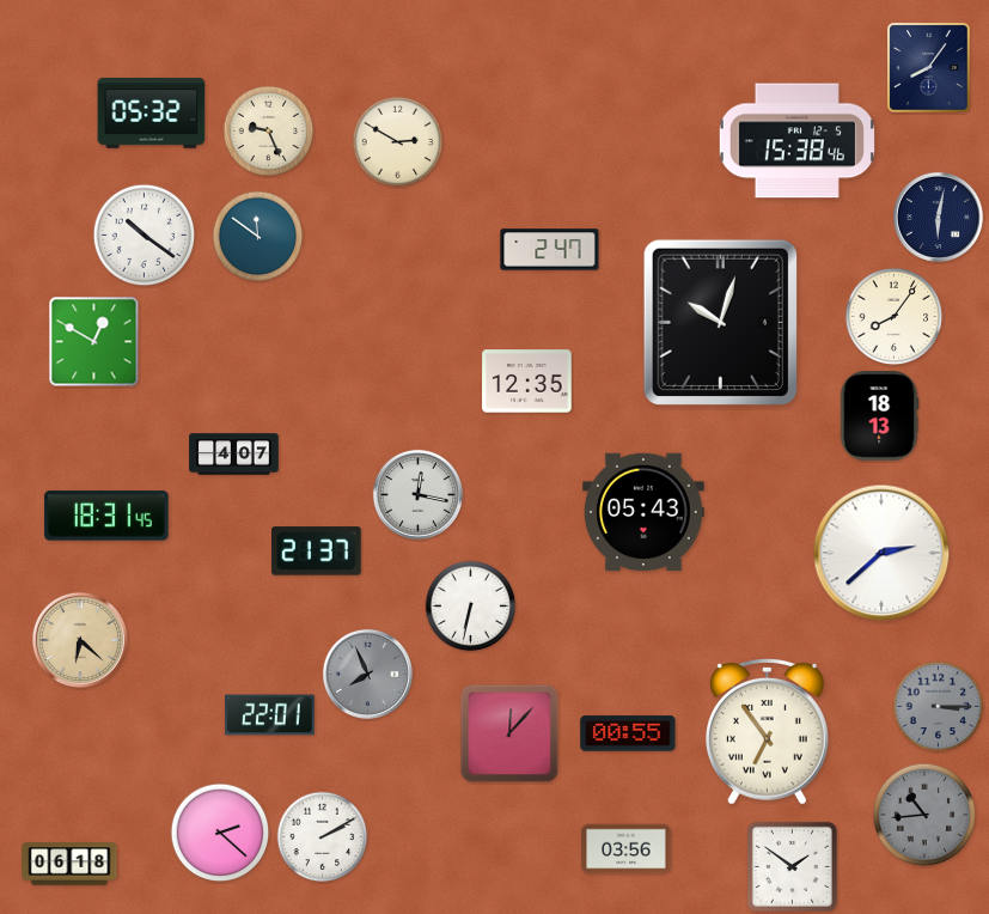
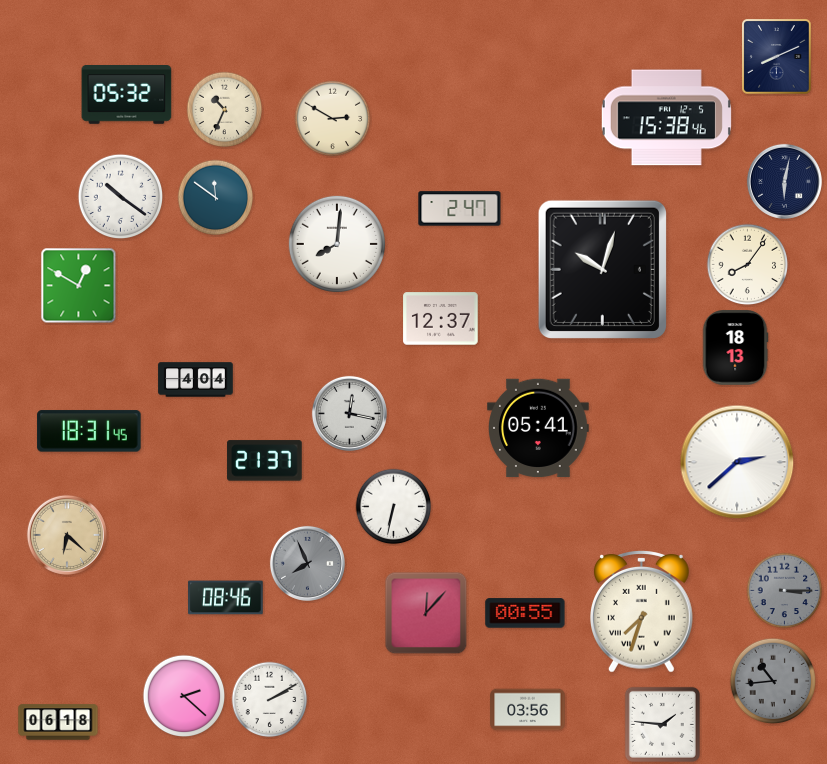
clock at (929, 68): 8:06 -> 8:11
clock at (269, 132): 9:26 -> 10:34
clock at (337, 244): none -> 8:01
clock at (527, 382): 12:35 -> 12:37
clock at (234, 455): 4:07 -> 4:04
clock at (643, 512): 05:43 -> 05:41
clock at (270, 715): 22:01 -> 08:46
clock at (768, 732): 6:54 -> 7:33
clock at (627, 849) position: (627, 849) -> (528, 710)
clock at (792, 866): 1:51 -> 1:46
